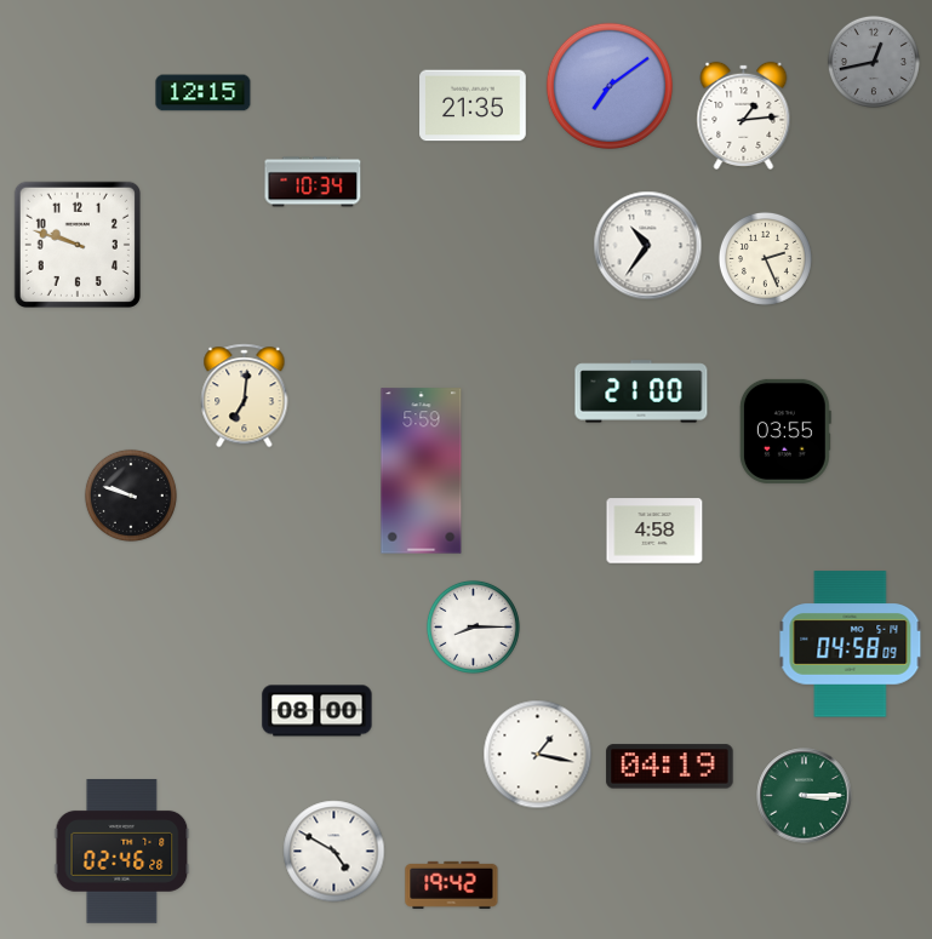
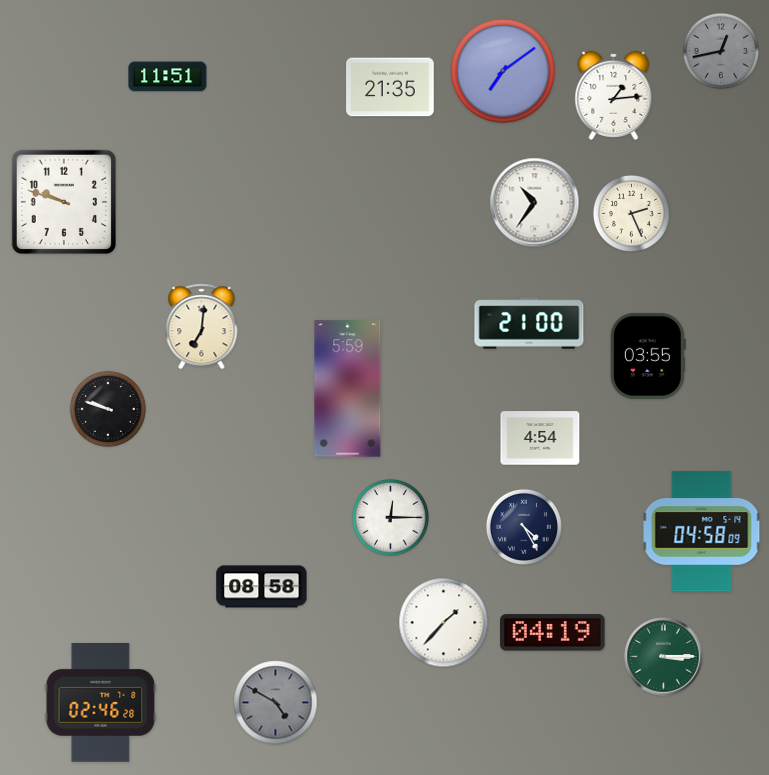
clock at (204, 93): 12:15 -> 11:51
clock at (313, 182): 10:34 -> none
clock at (654, 531): 4:58 -> 4:54
clock at (473, 626): 8:15 -> 12:15
clock at (524, 527): none -> 4:25
clock at (318, 711): 08:00 -> 08:58
clock at (538, 755): 1:17 -> 1:37
clock at (335, 852) dial: white -> grey
clock at (452, 884): 19:42 -> none
